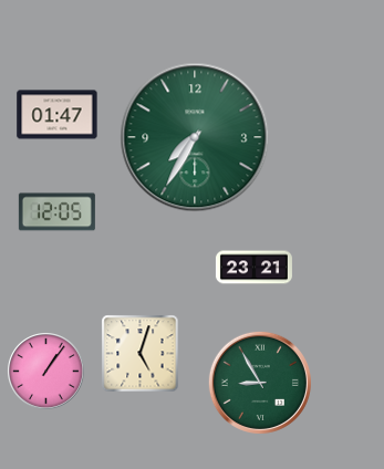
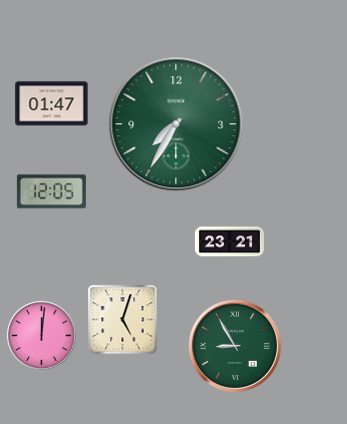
clock at (141, 354) position: (141, 354) -> (123, 320)
clock at (46, 372): 1:06 -> 12:01
